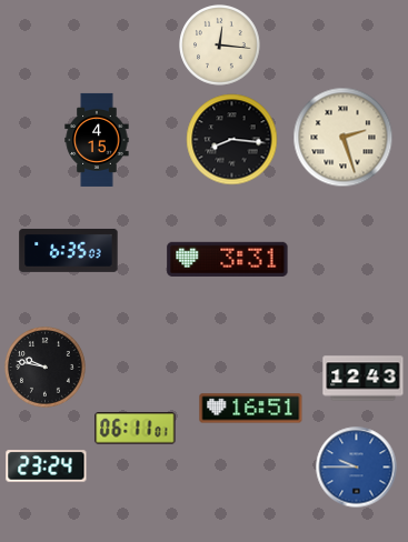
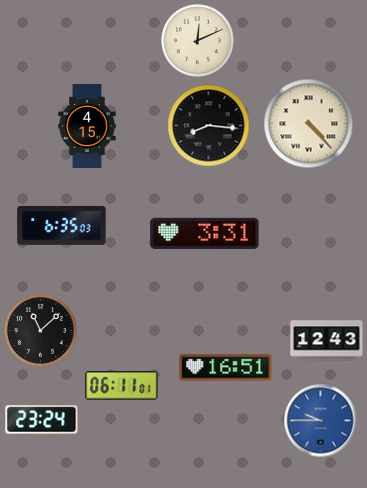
clock at (220, 46): 12:16 -> 12:11
clock at (344, 138): 2:27 -> 4:23
clock at (46, 368): 9:47 -> 11:08
